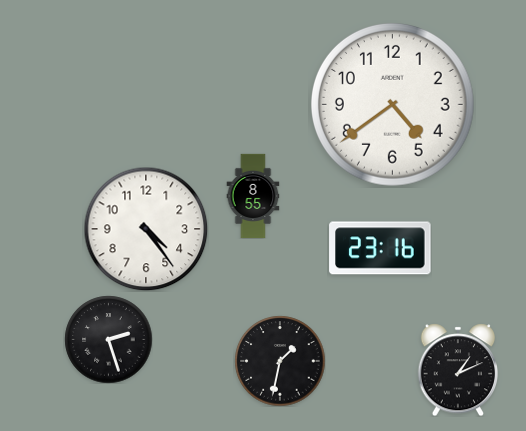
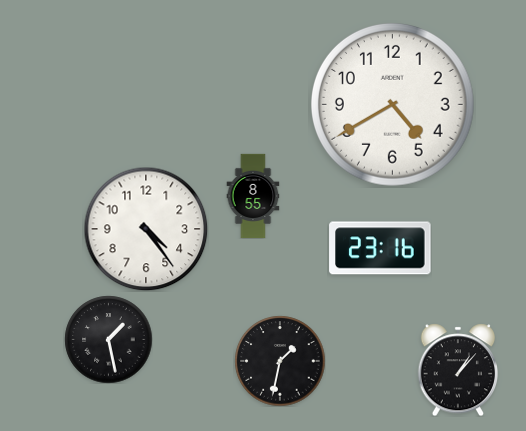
clock at (392, 105): 4:39 -> 4:40
clock at (108, 339): 2:27 -> 1:28
clock at (457, 370): 1:11 -> 1:07
